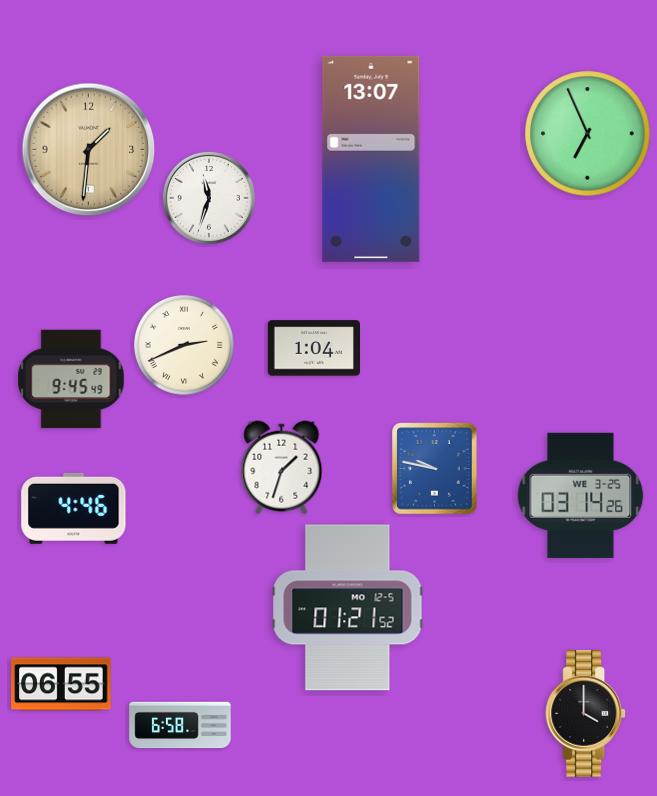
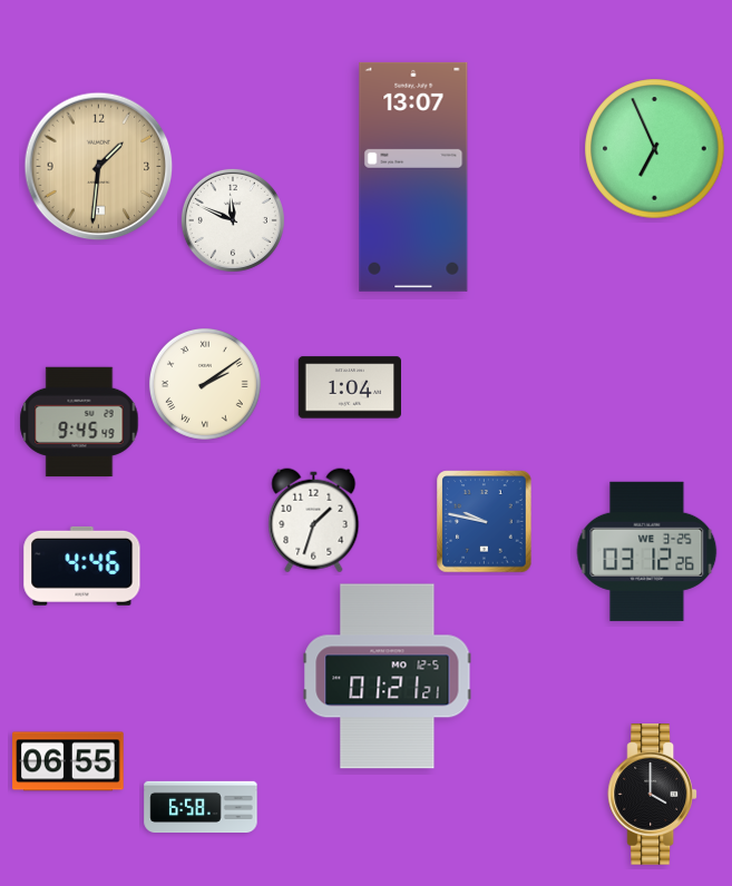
clock at (209, 198): 11:33 -> 11:49
clock at (184, 345): 2:41 -> 2:09
clock at (581, 495): 03:14 -> 03:12
clock at (348, 608): 01:21:52 -> 01:21:21
